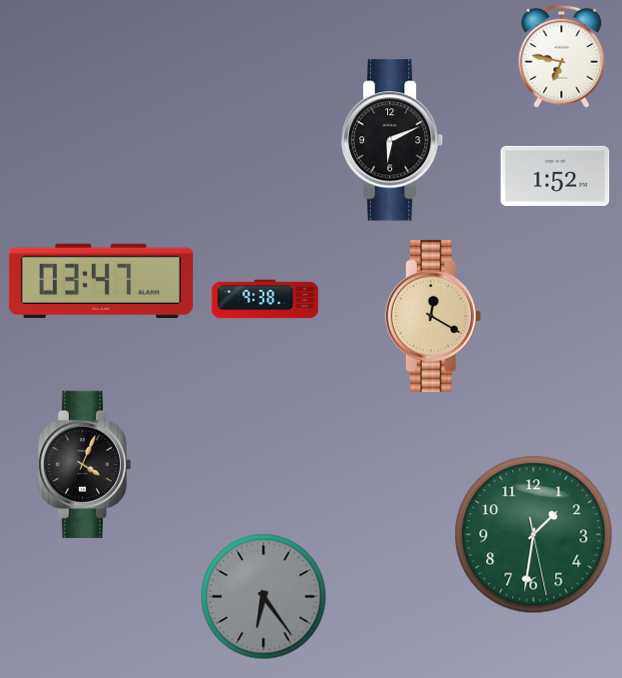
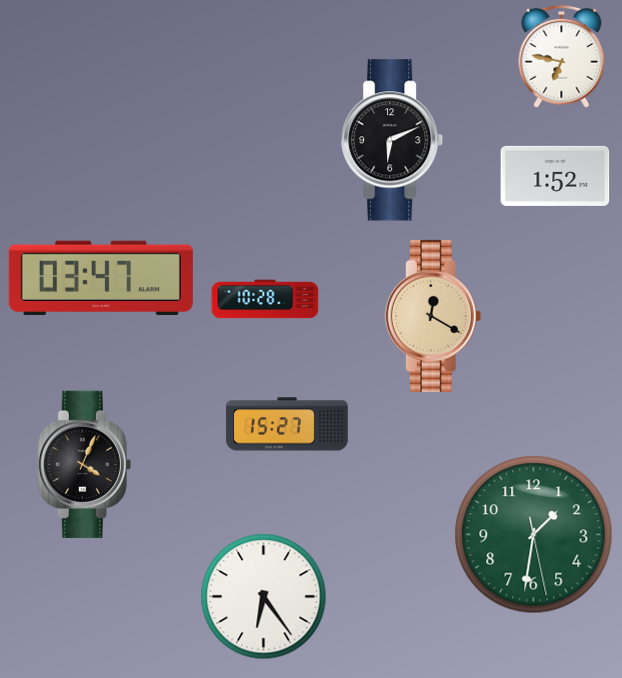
clock at (101, 280) position: (101, 280) -> (101, 277)
clock at (265, 299): 9:38 -> 10:28
clock at (287, 424): none -> 15:27
clock at (264, 597) dial: grey -> white
